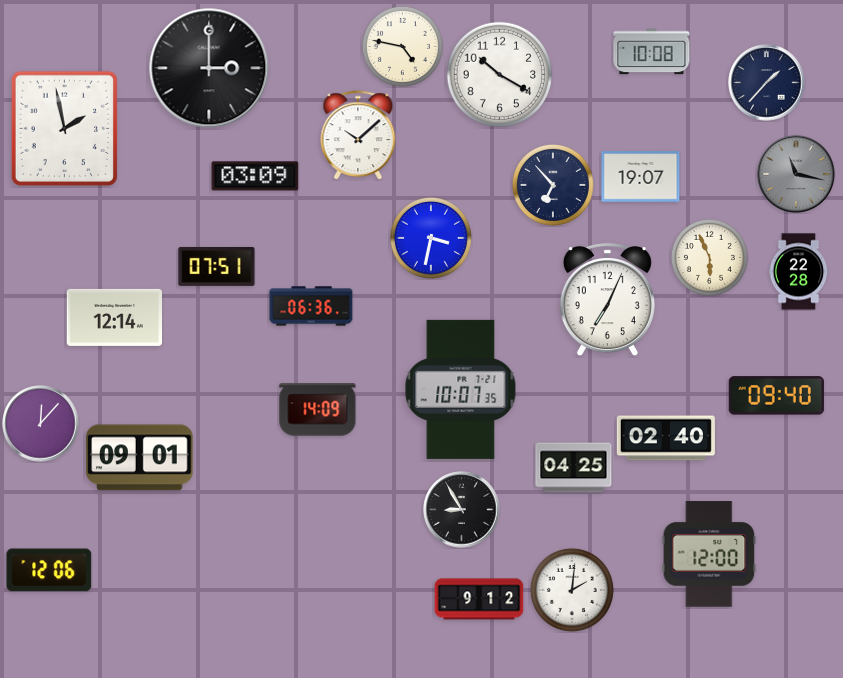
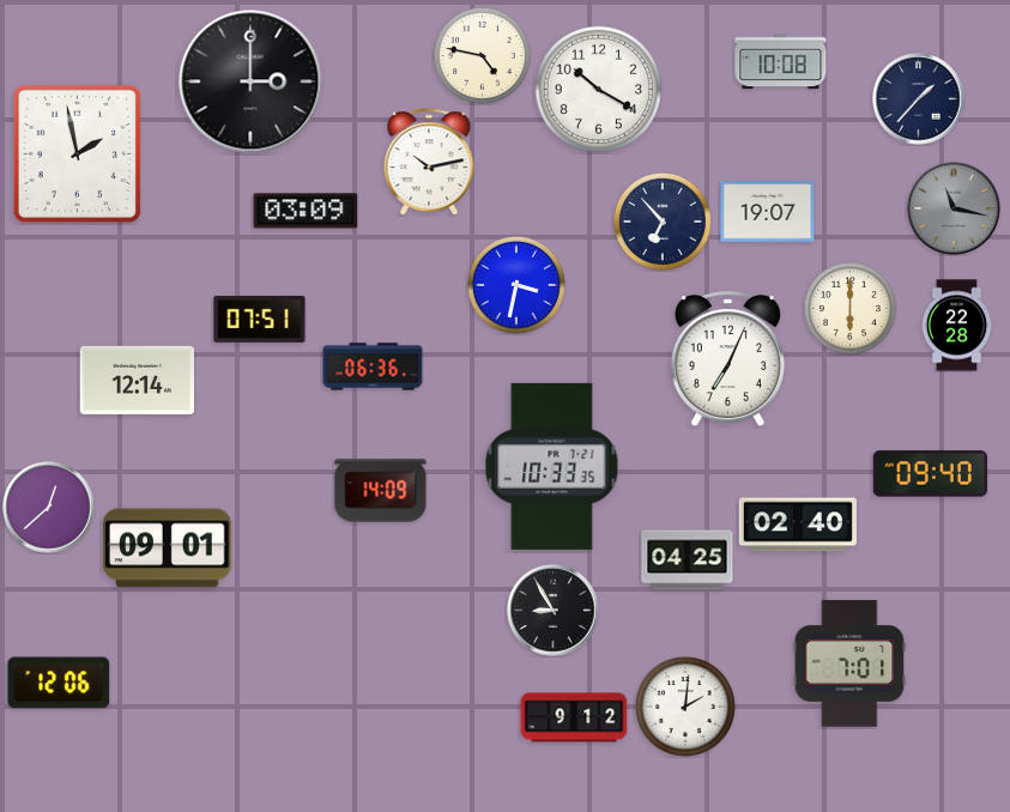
clock at (358, 135): 10:08 -> 10:13
clock at (709, 257): 5:56 -> 6:00
clock at (461, 389): 10:07 -> 10:33
clock at (41, 424): 12:07 -> 12:38
clock at (709, 554): 12:00 -> 7:01
